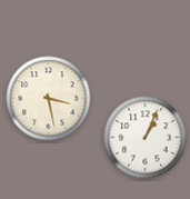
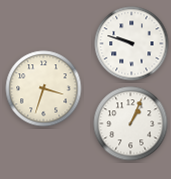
clock at (132, 44): none -> 9:48
clock at (49, 99): 3:28 -> 3:33
